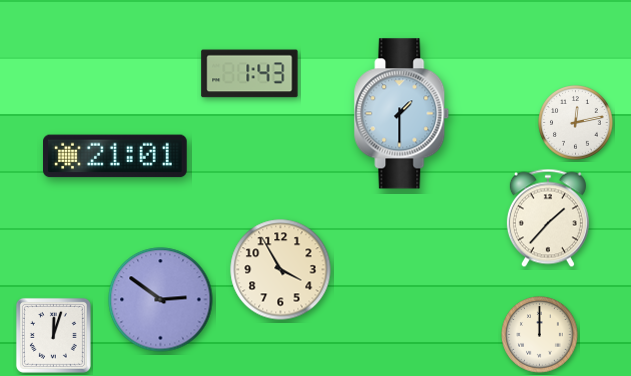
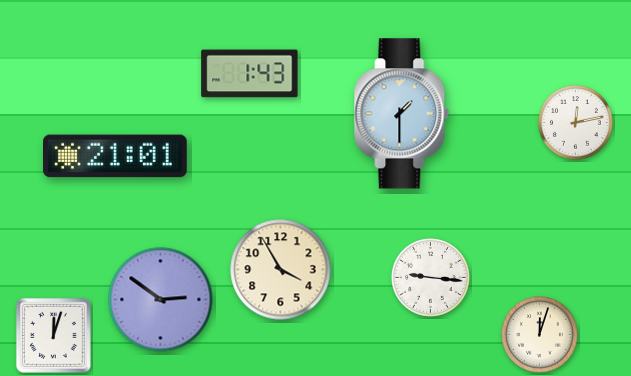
clock at (548, 218): 1:37 -> none
clock at (431, 278): none -> 9:16
clock at (540, 335): 12:00 -> 12:03
